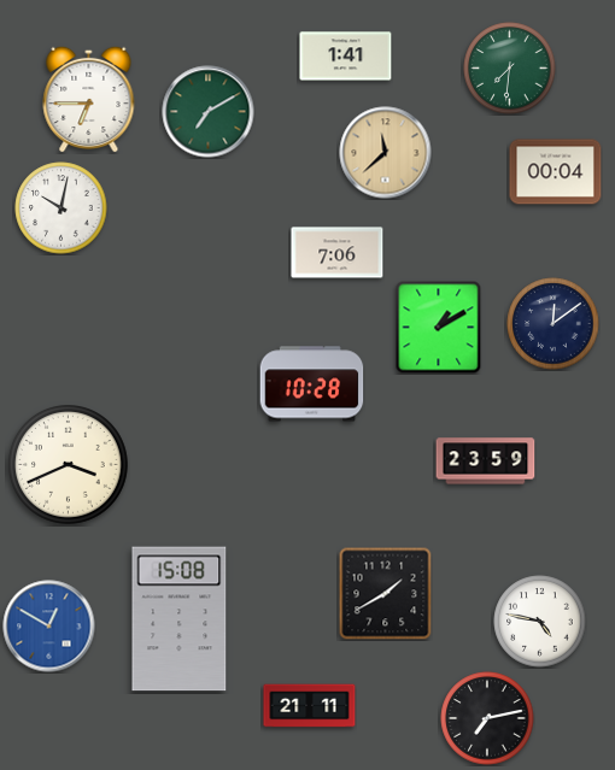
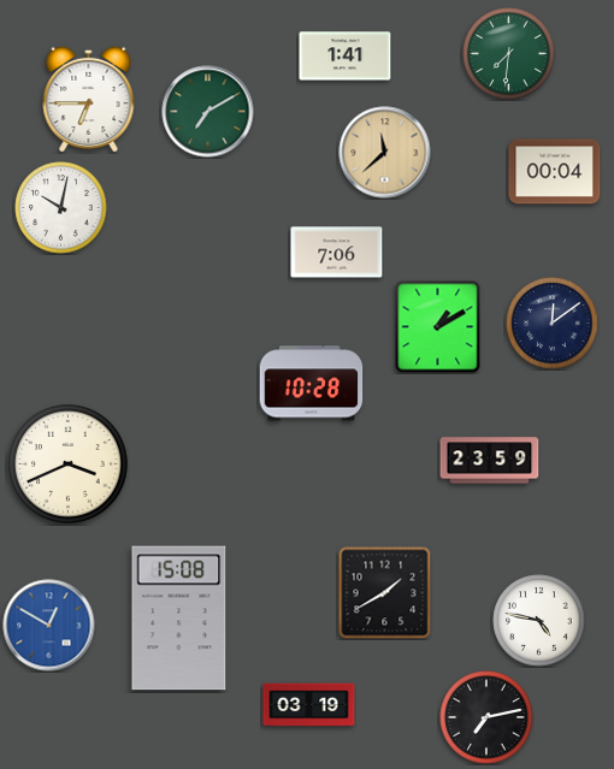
clock at (510, 69) position: (510, 69) -> (509, 54)
clock at (486, 462) position: (486, 462) -> (490, 461)
clock at (310, 706): 21:11 -> 03:19
